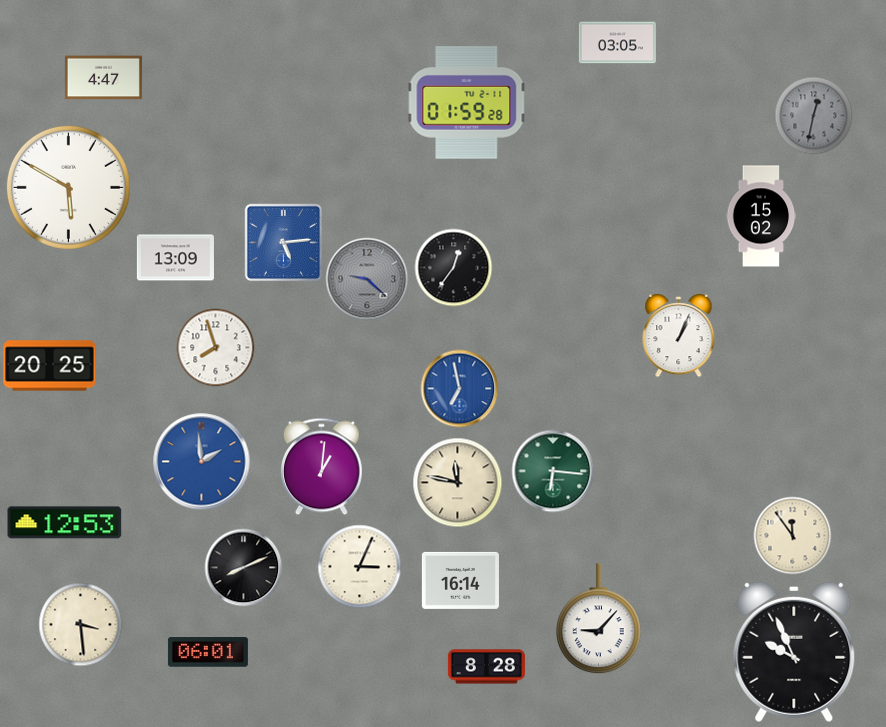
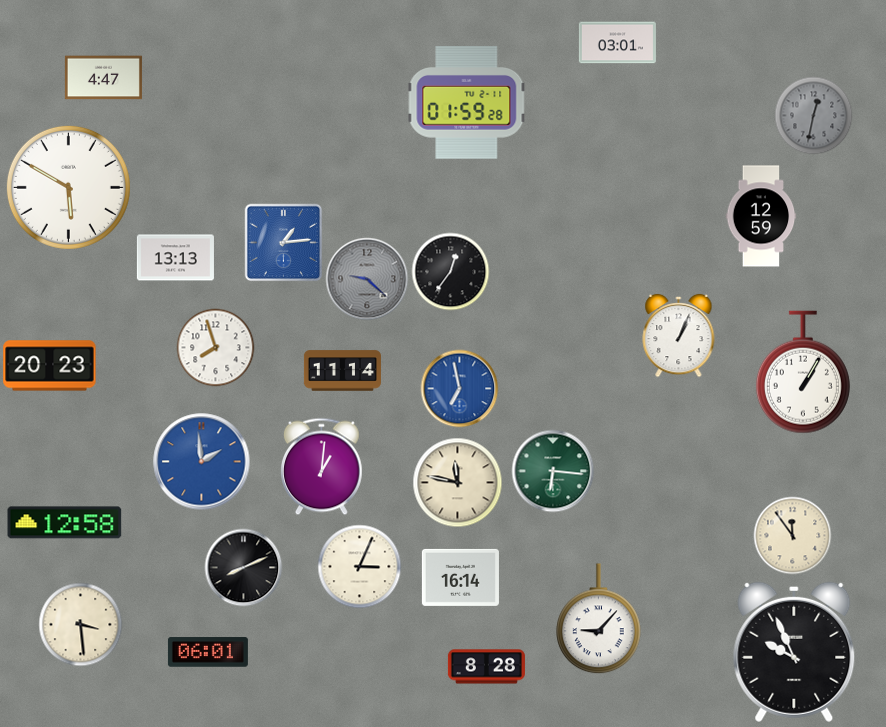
clock at (617, 43): 03:05 -> 03:01
clock at (761, 216): 15:02 -> 12:59
clock at (283, 242): 5:14 -> 1:14
clock at (175, 258): 13:09 -> 13:13
clock at (453, 267) position: (453, 267) -> (450, 271)
clock at (50, 366): 20:25 -> 20:23
clock at (342, 371): none -> 11:14
clock at (803, 372): none -> 1:05
clock at (65, 523): 12:53 -> 12:58
clock at (460, 580) position: (460, 580) -> (460, 577)
